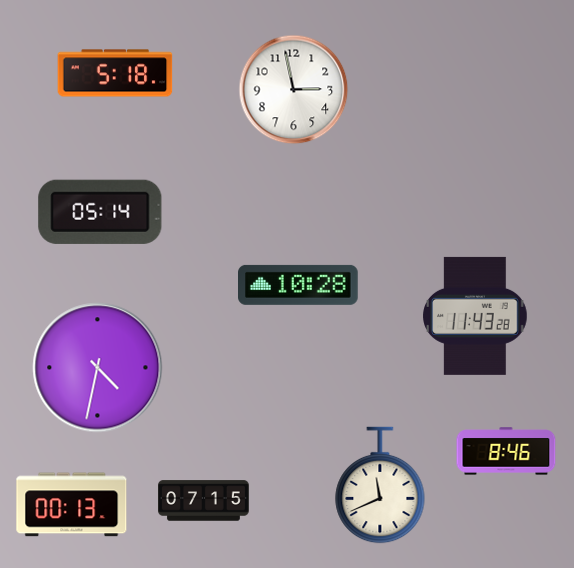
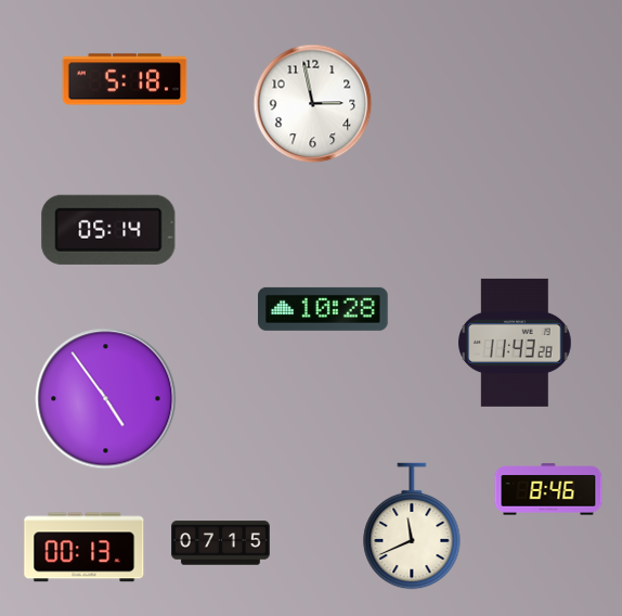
clock at (294, 90) position: (294, 90) -> (313, 104)
clock at (98, 368): 4:32 -> 4:54
clock at (72, 505) position: (72, 505) -> (85, 548)
